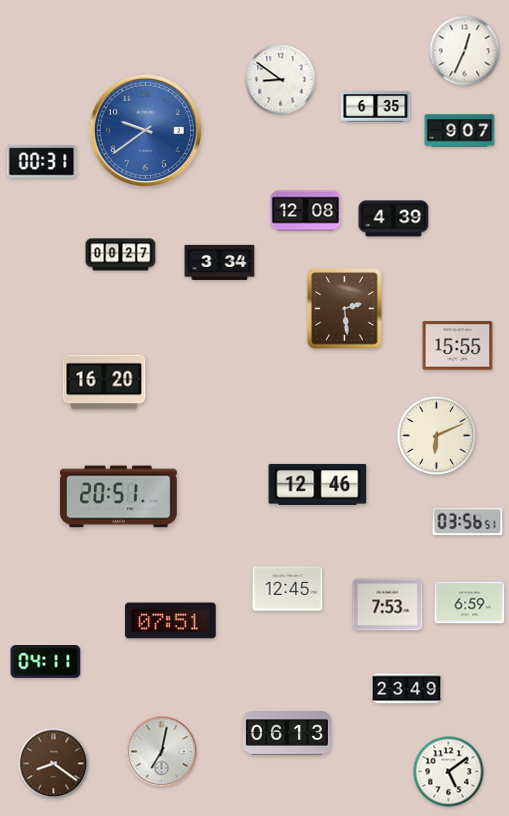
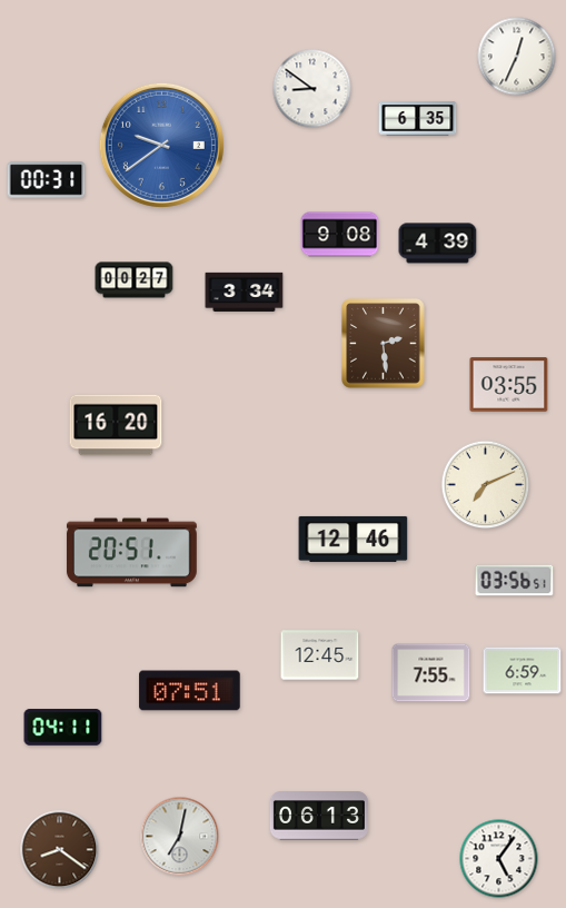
clock at (460, 131): 9:07 -> none
clock at (306, 211): 12:08 -> 9:08
clock at (121, 255) position: (121, 255) -> (135, 280)
clock at (458, 346): 15:55 -> 03:55
clock at (437, 436): 6:11 -> 7:11
clock at (468, 522) position: (468, 522) -> (515, 581)
clock at (388, 605): 7:53 -> 7:55
clock at (46, 662) position: (46, 662) -> (63, 728)
clock at (407, 689): 23:49 -> none
clock at (449, 772): 5:09 -> 5:06
